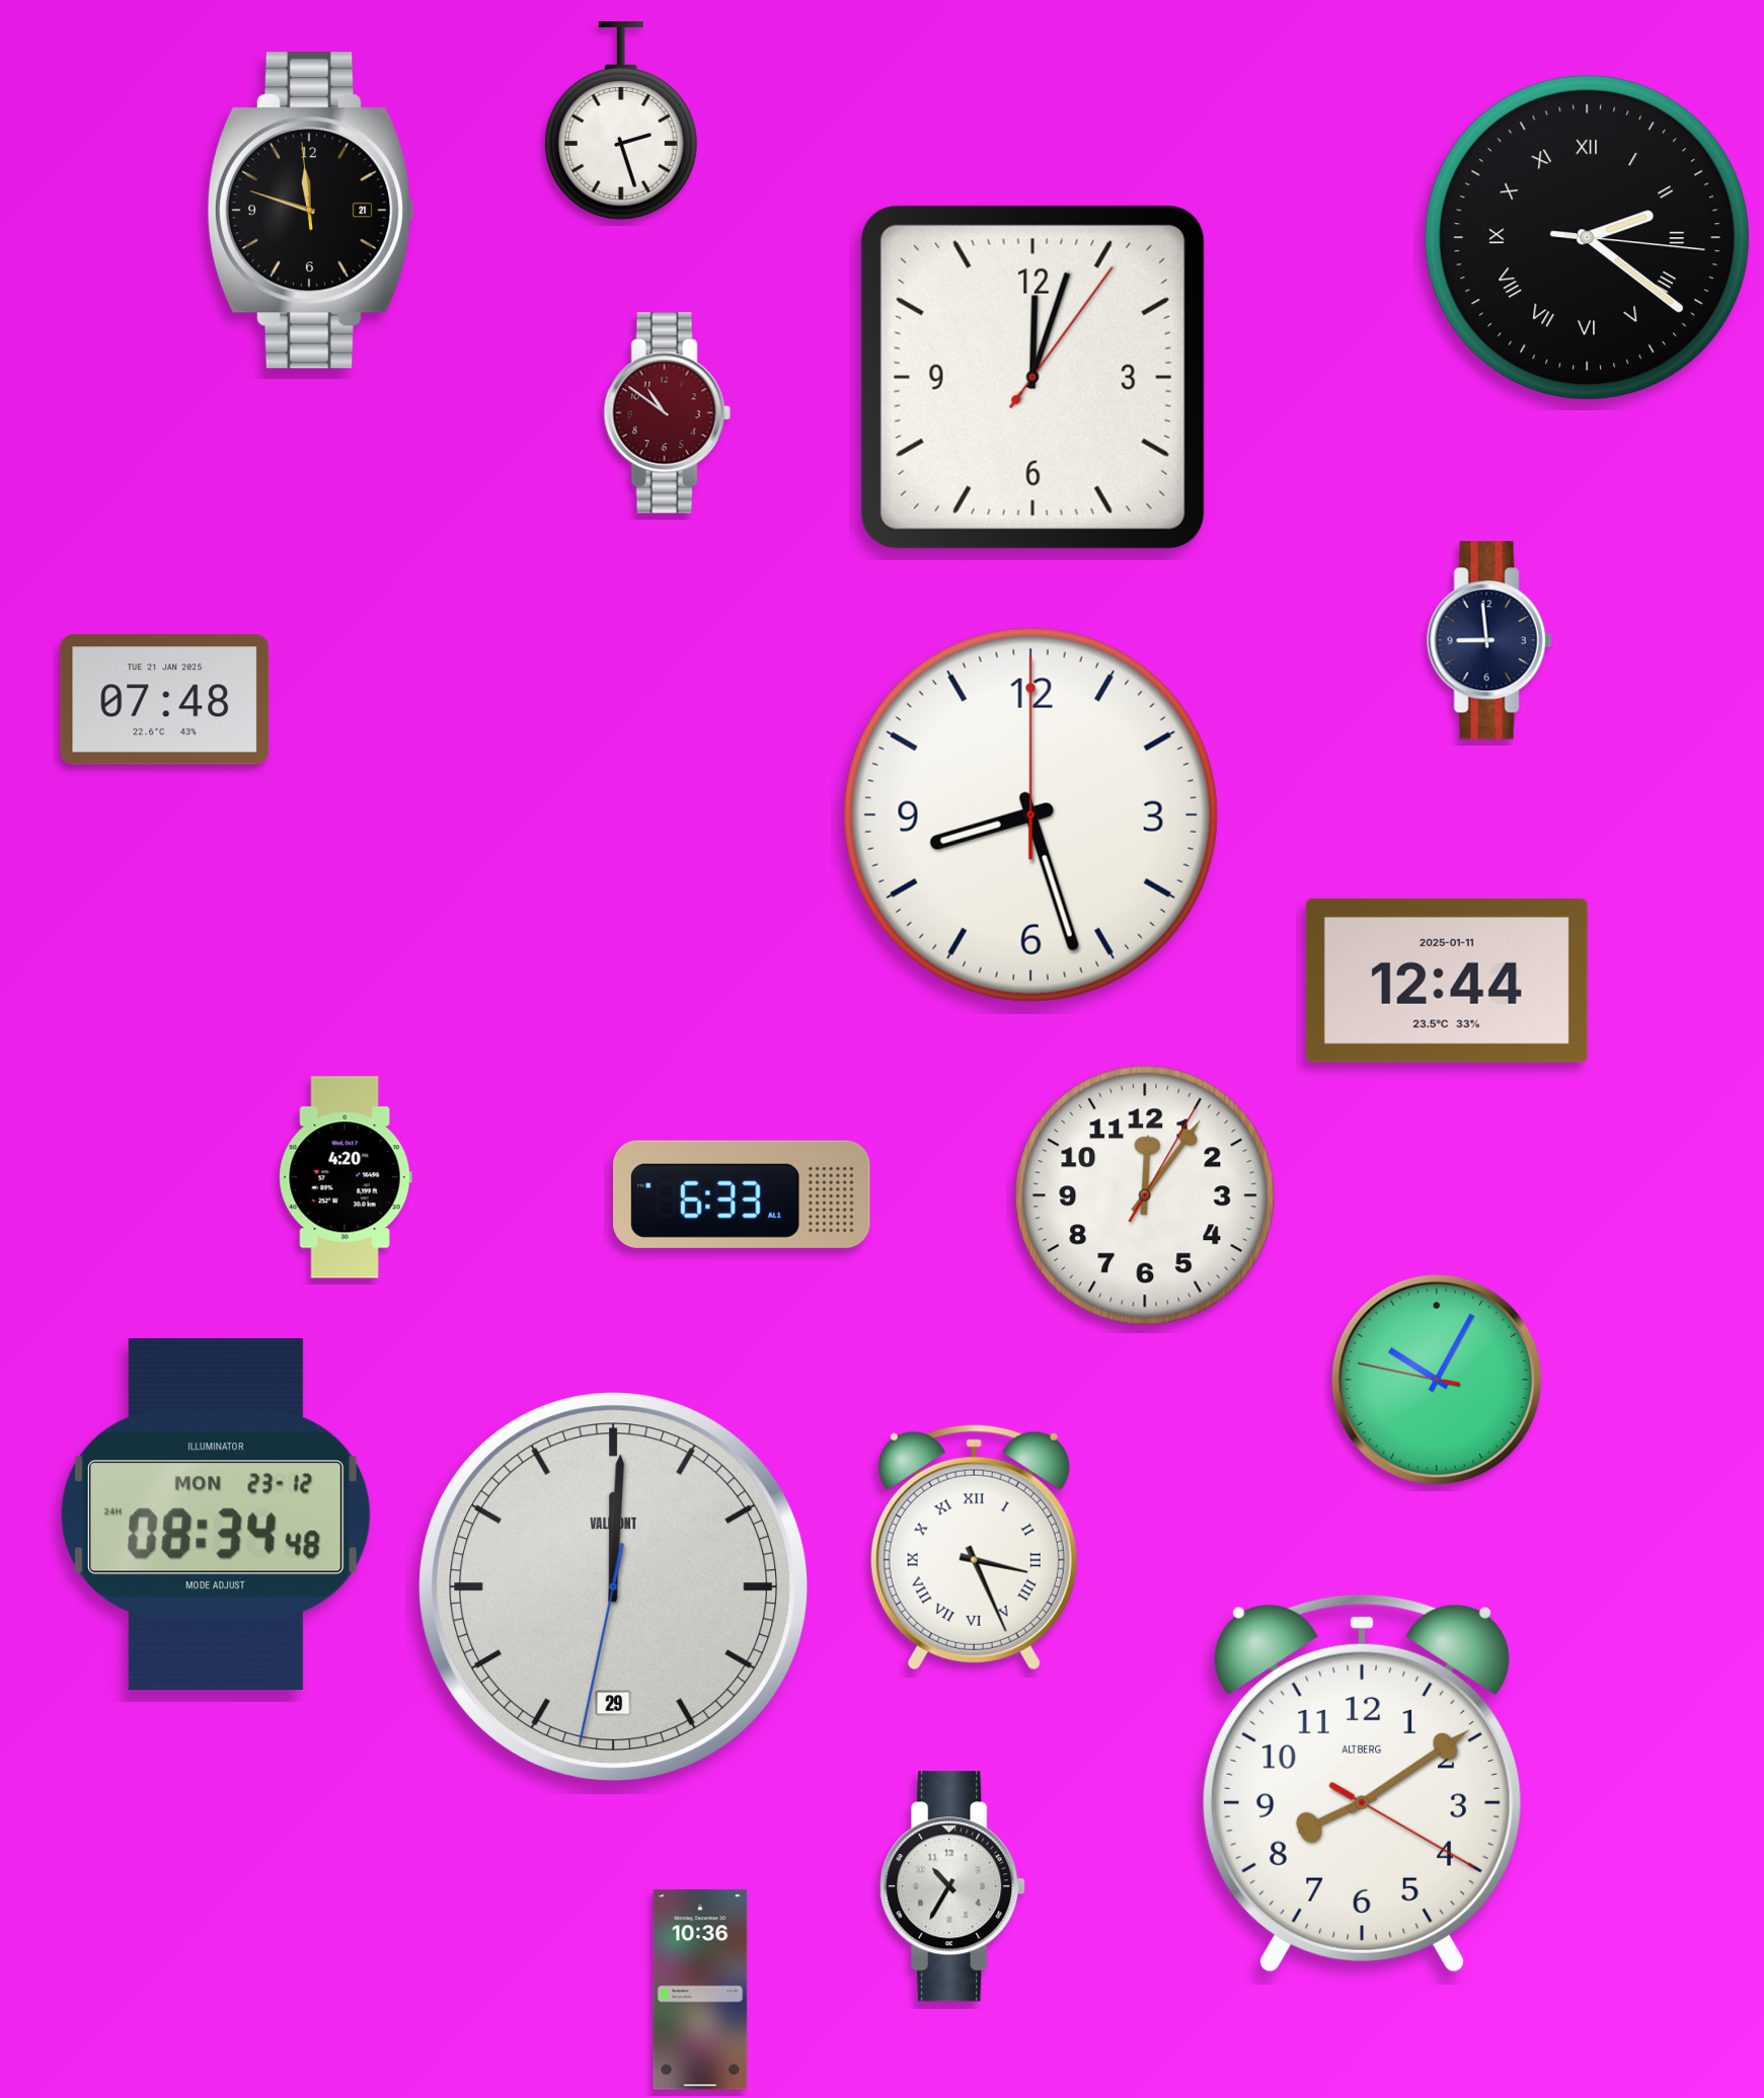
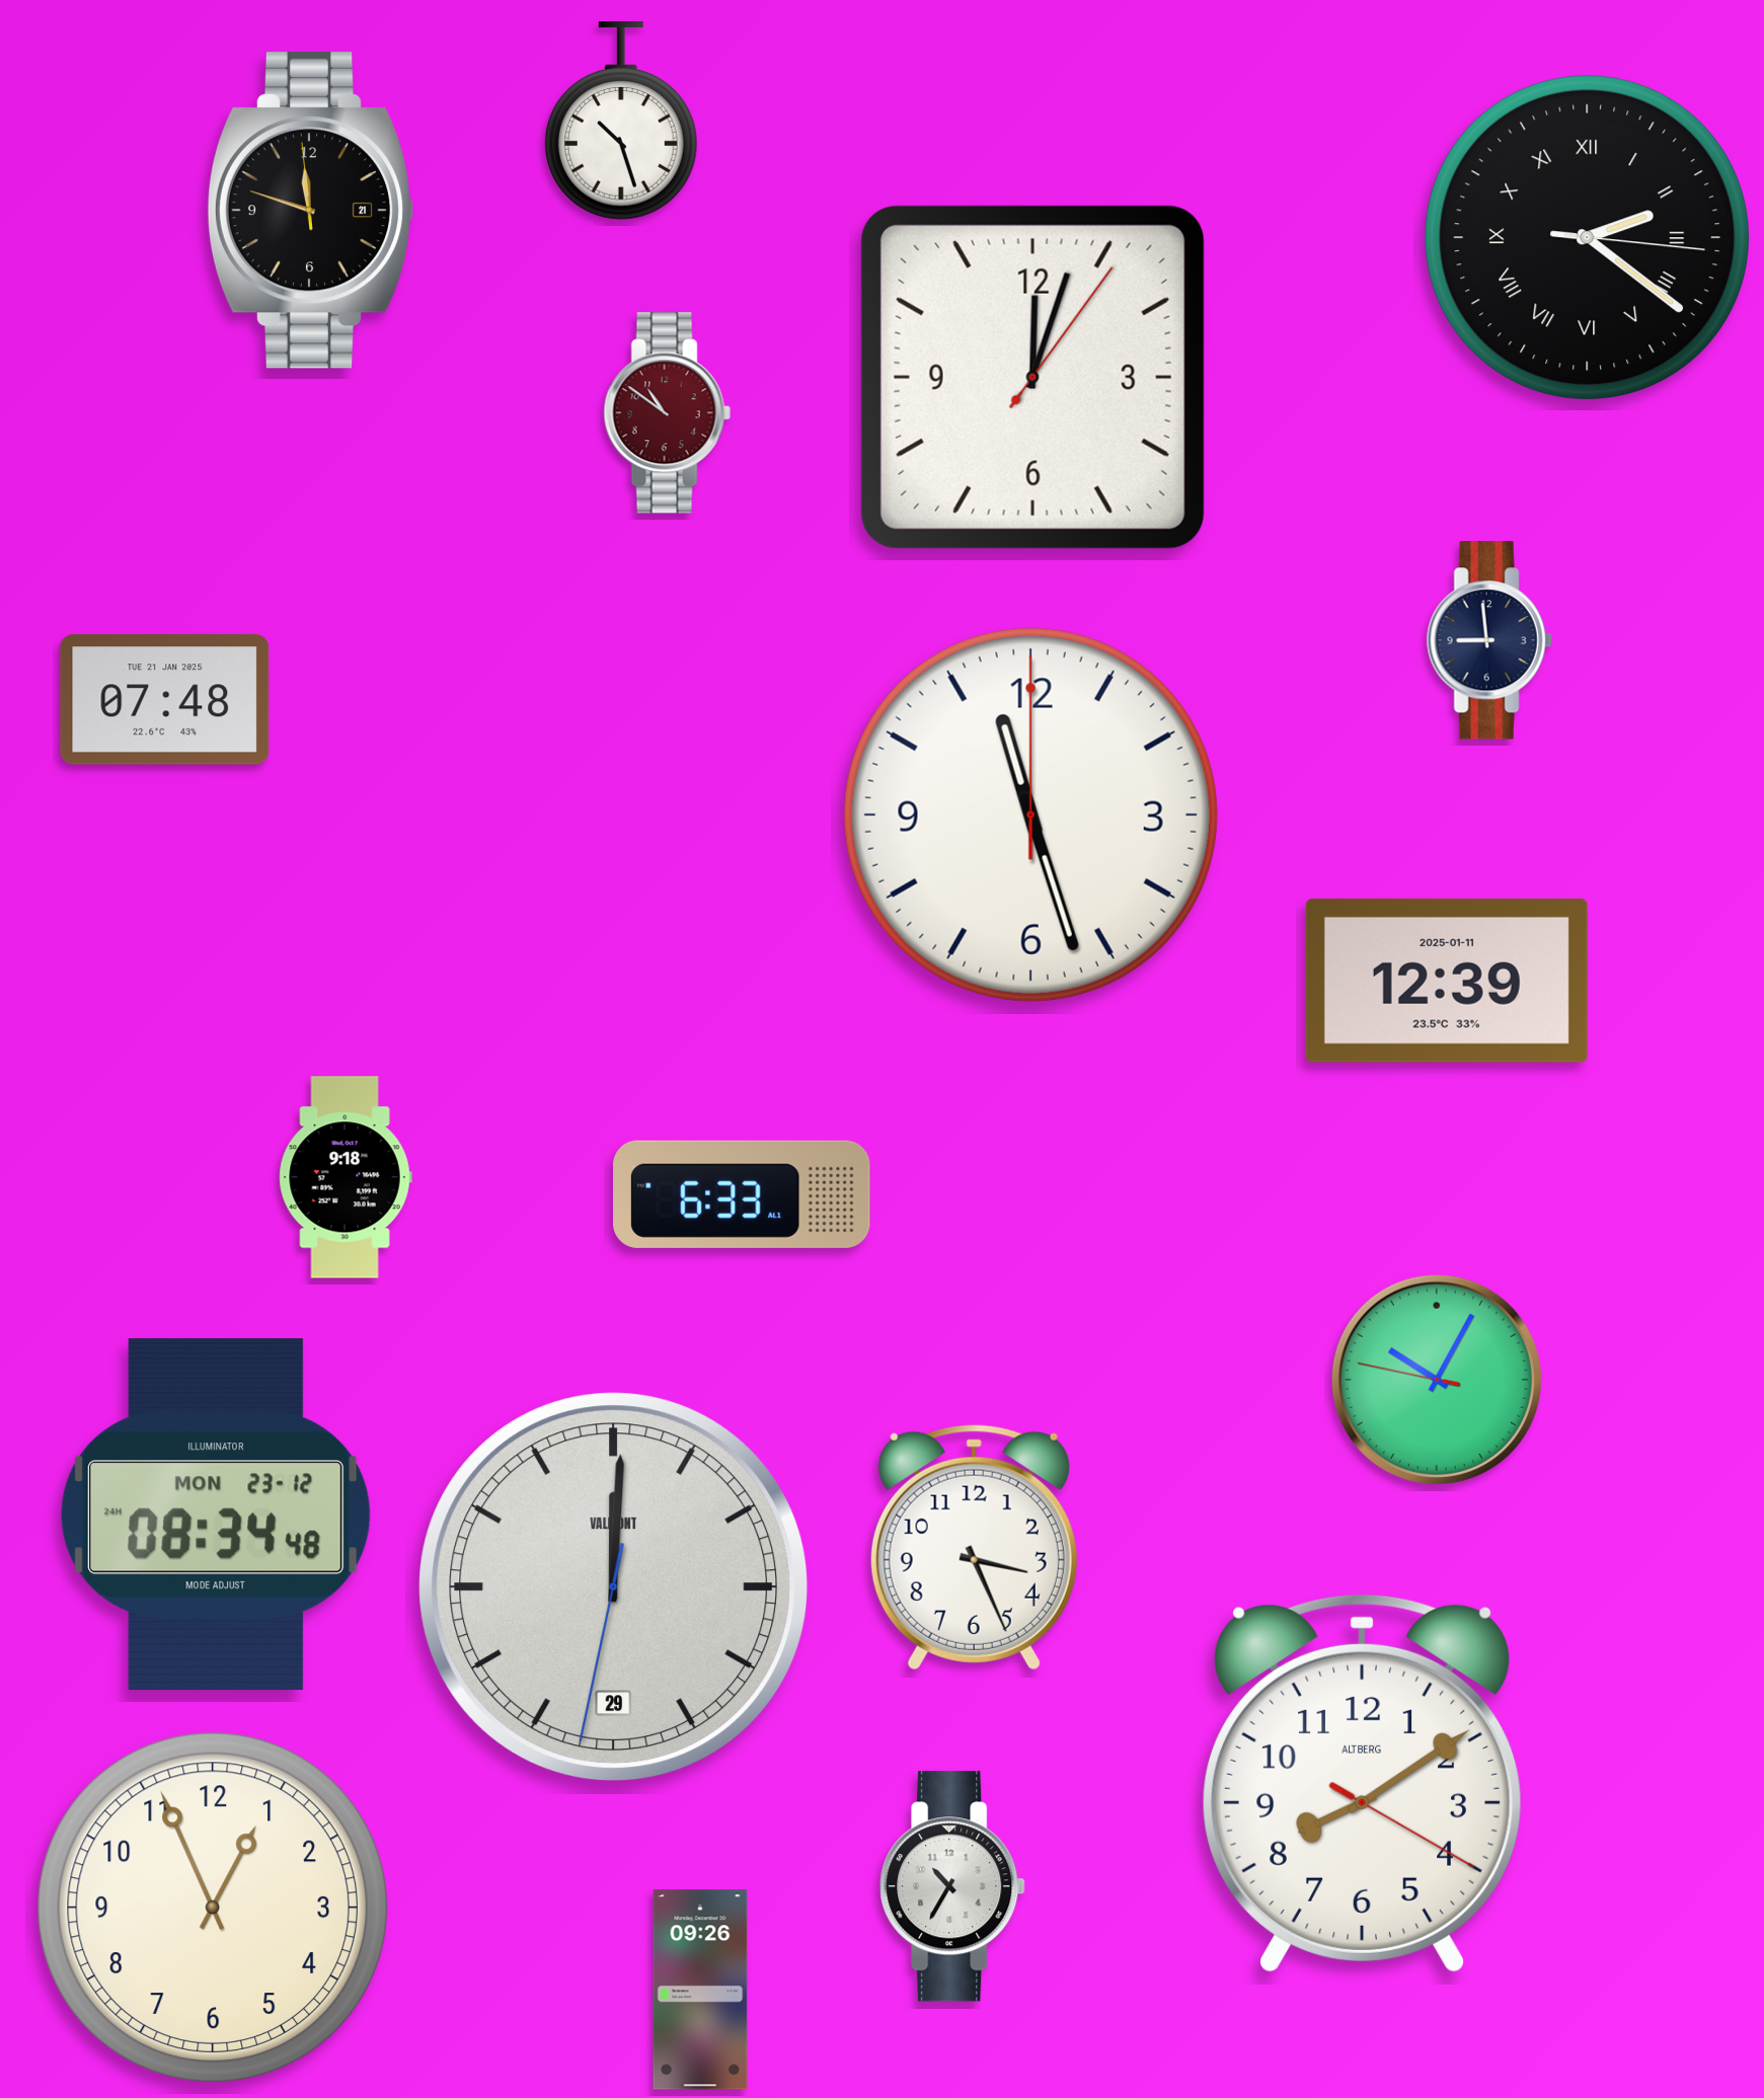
clock at (621, 121): 2:27 -> 10:27
clock at (1030, 814): 8:27 -> 11:27
clock at (1447, 981): 12:44 -> 12:39
clock at (346, 1177): 4:20 -> 9:18
clock at (1145, 1195): 12:06 -> none
clock at (974, 1547) numerals: Roman -> Arabic
clock at (213, 1908): none -> 12:56
clock at (700, 1990): 10:36 -> 09:26
